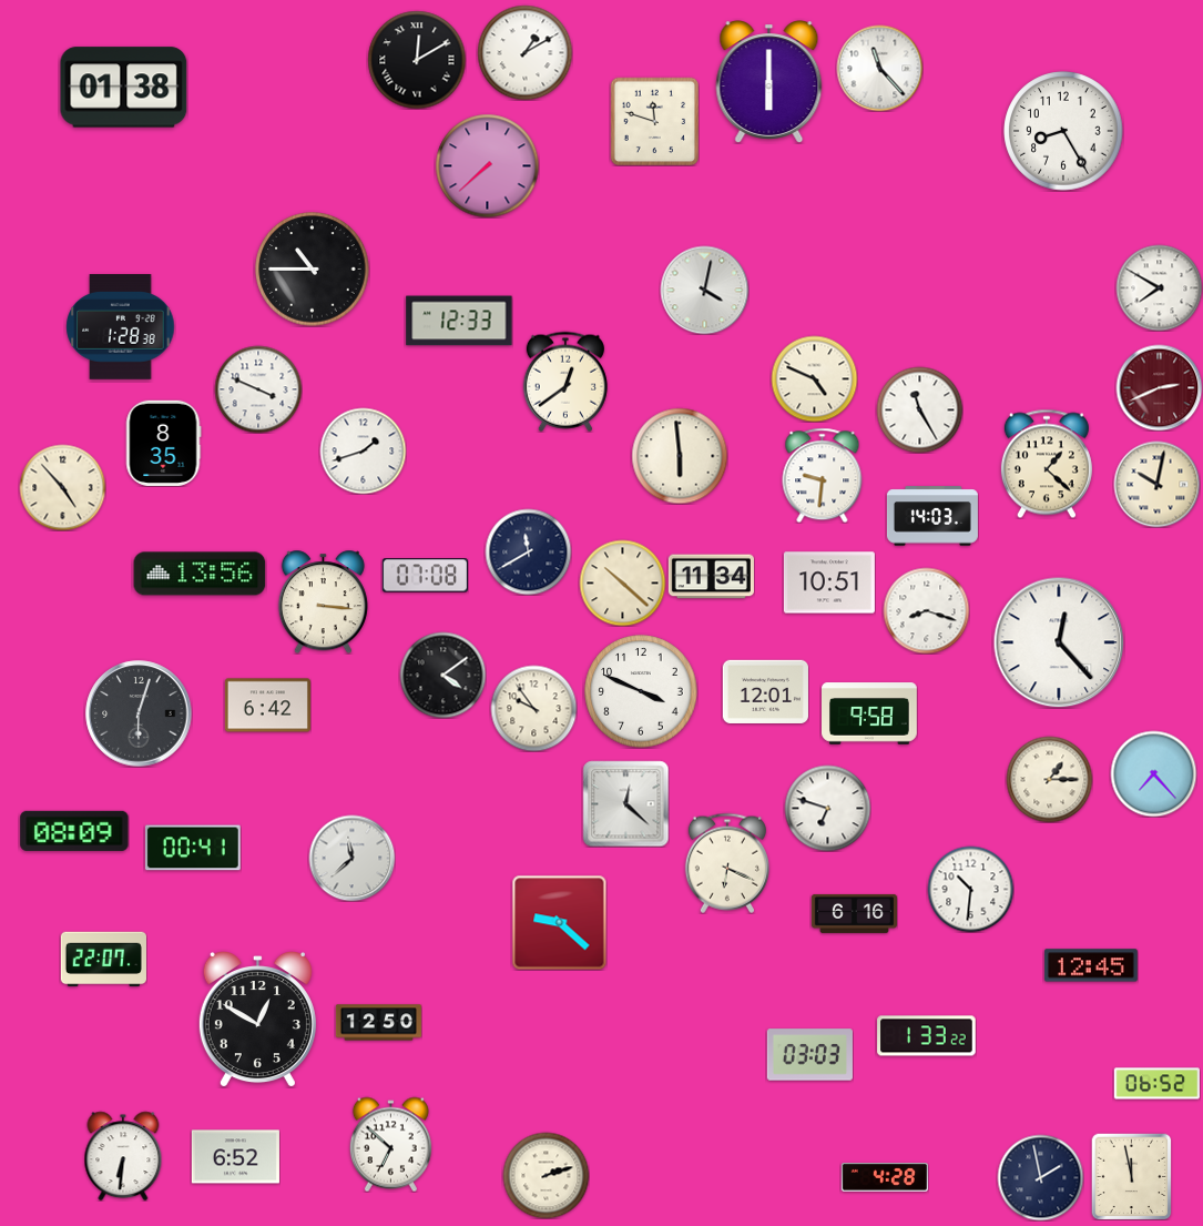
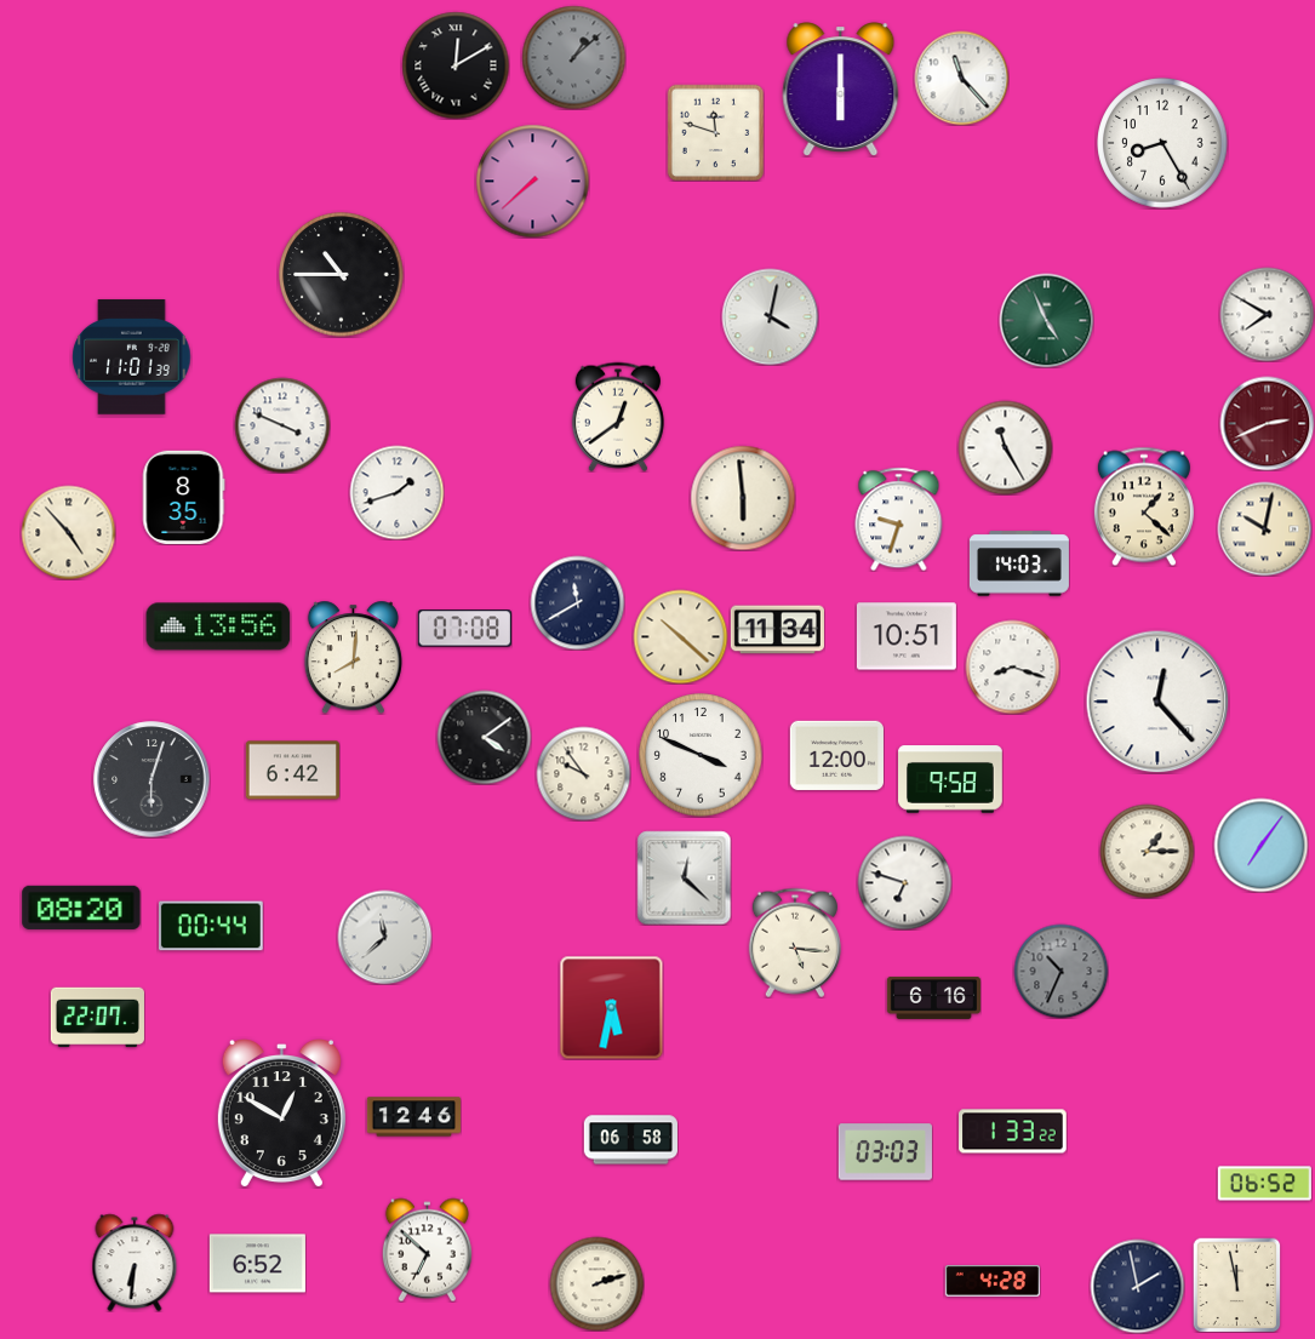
clock at (524, 52): 1:10 -> 1:08
clock at (524, 52) dial: white -> grey
clock at (879, 68) position: (879, 68) -> (961, 78)
clock at (124, 88): 01:38 -> none
clock at (313, 270) position: (313, 270) -> (342, 275)
clock at (1046, 320): none -> 4:56
clock at (459, 321): 12:33 -> none
clock at (121, 327): 1:28 -> 11:01
clock at (814, 378): 4:49 -> none
clock at (163, 443) position: (163, 443) -> (183, 497)
clock at (823, 475): 9:31 -> 9:33
clock at (323, 601): 3:16 -> 8:01
clock at (765, 691): 12:01 -> 12:00
clock at (1153, 773): 7:23 -> 7:06
clock at (74, 831): 08:09 -> 08:20
clock at (193, 848): 00:41 -> 00:44
clock at (727, 863): 6:19 -> 5:16
clock at (970, 889): 10:31 -> 10:34
clock at (970, 889) dial: white -> grey
clock at (559, 922): 9:22 -> 5:32
clock at (103, 960) position: (103, 960) -> (97, 1018)
clock at (1091, 965): 12:45 -> none
clock at (378, 1023): 12:50 -> 12:46
clock at (630, 1140): none -> 06:58
clock at (885, 1178) position: (885, 1178) -> (993, 1282)
